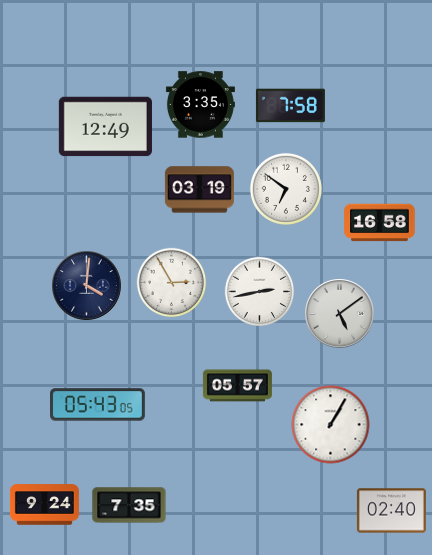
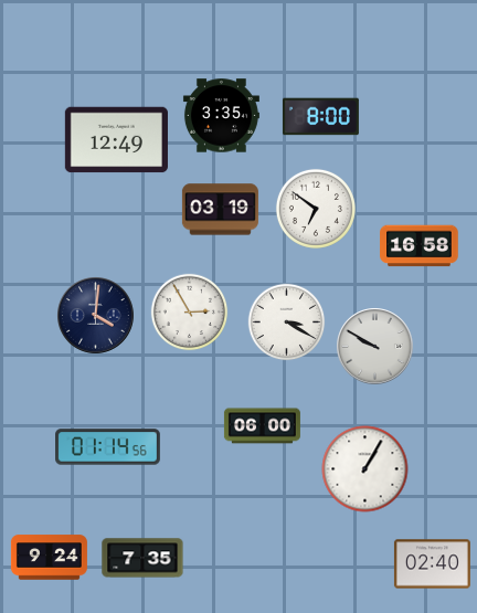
clock at (290, 106): 7:58 -> 8:00
clock at (260, 292): 2:43 -> 3:20
clock at (340, 314): 5:09 -> 9:50
clock at (237, 386): 05:57 -> 06:00
clock at (98, 405): 05:43 -> 01:14
